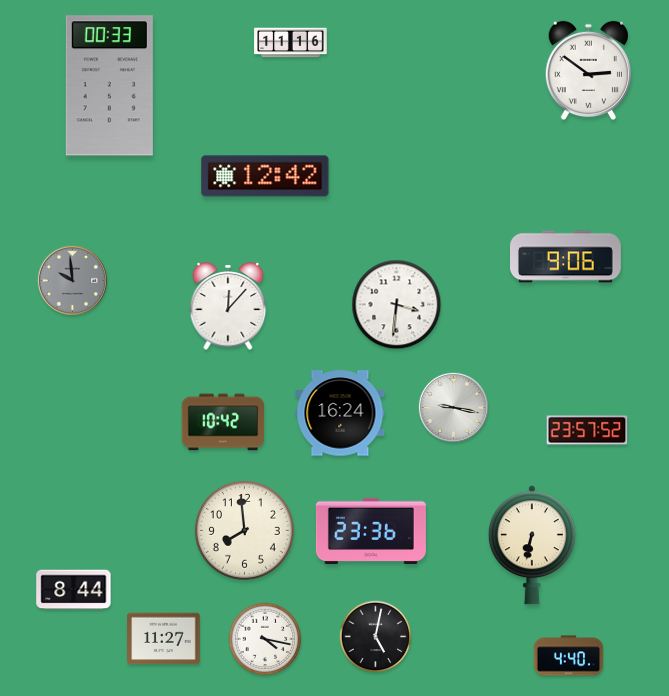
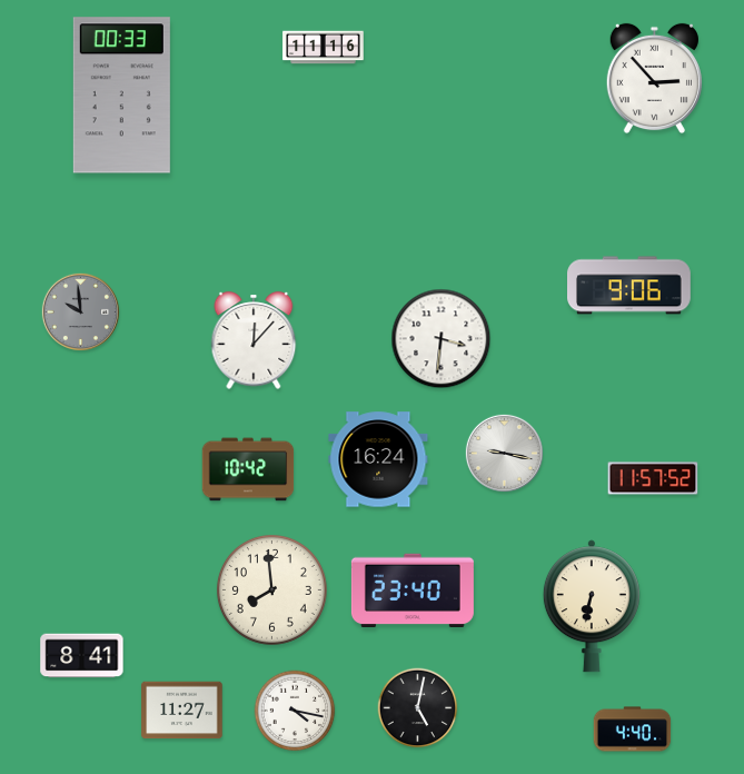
clock at (588, 71): 2:51 -> 2:53
clock at (265, 176): 12:42 -> none
clock at (587, 430): 23:57 -> 11:57
clock at (371, 531): 23:36 -> 23:40
clock at (74, 590): 8:44 -> 8:41
